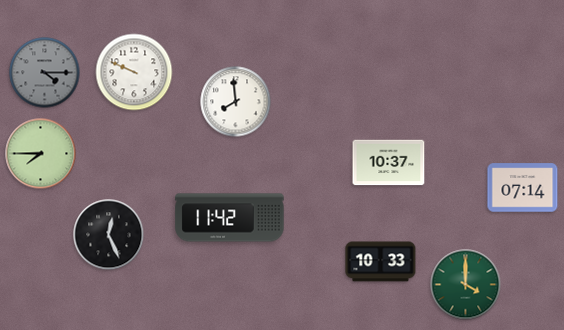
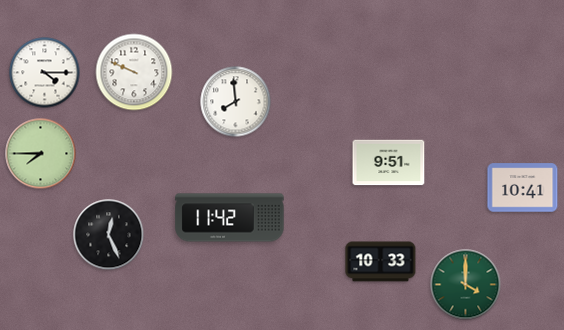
clock at (45, 73) dial: grey -> white
clock at (389, 163): 10:37 -> 9:51
clock at (523, 188): 07:14 -> 10:41
